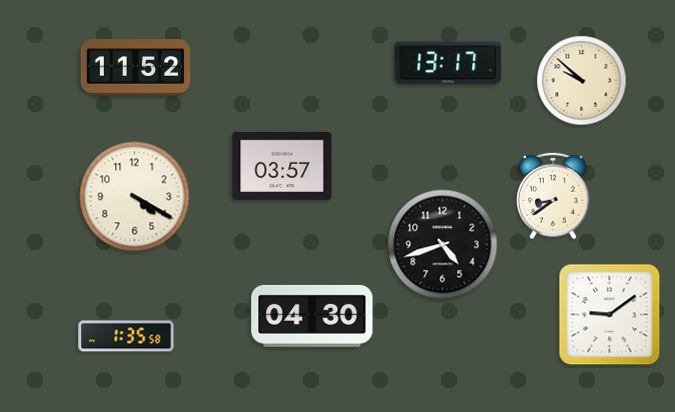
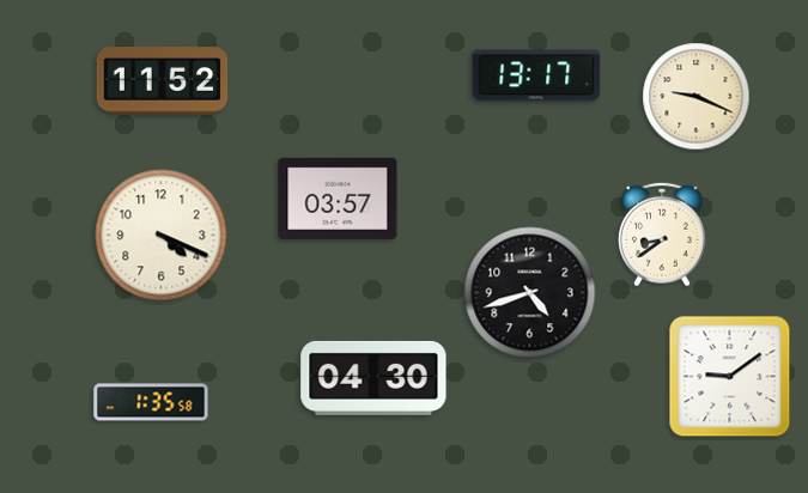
clock at (582, 81): 9:52 -> 9:19
clock at (135, 197): 4:20 -> 4:19
